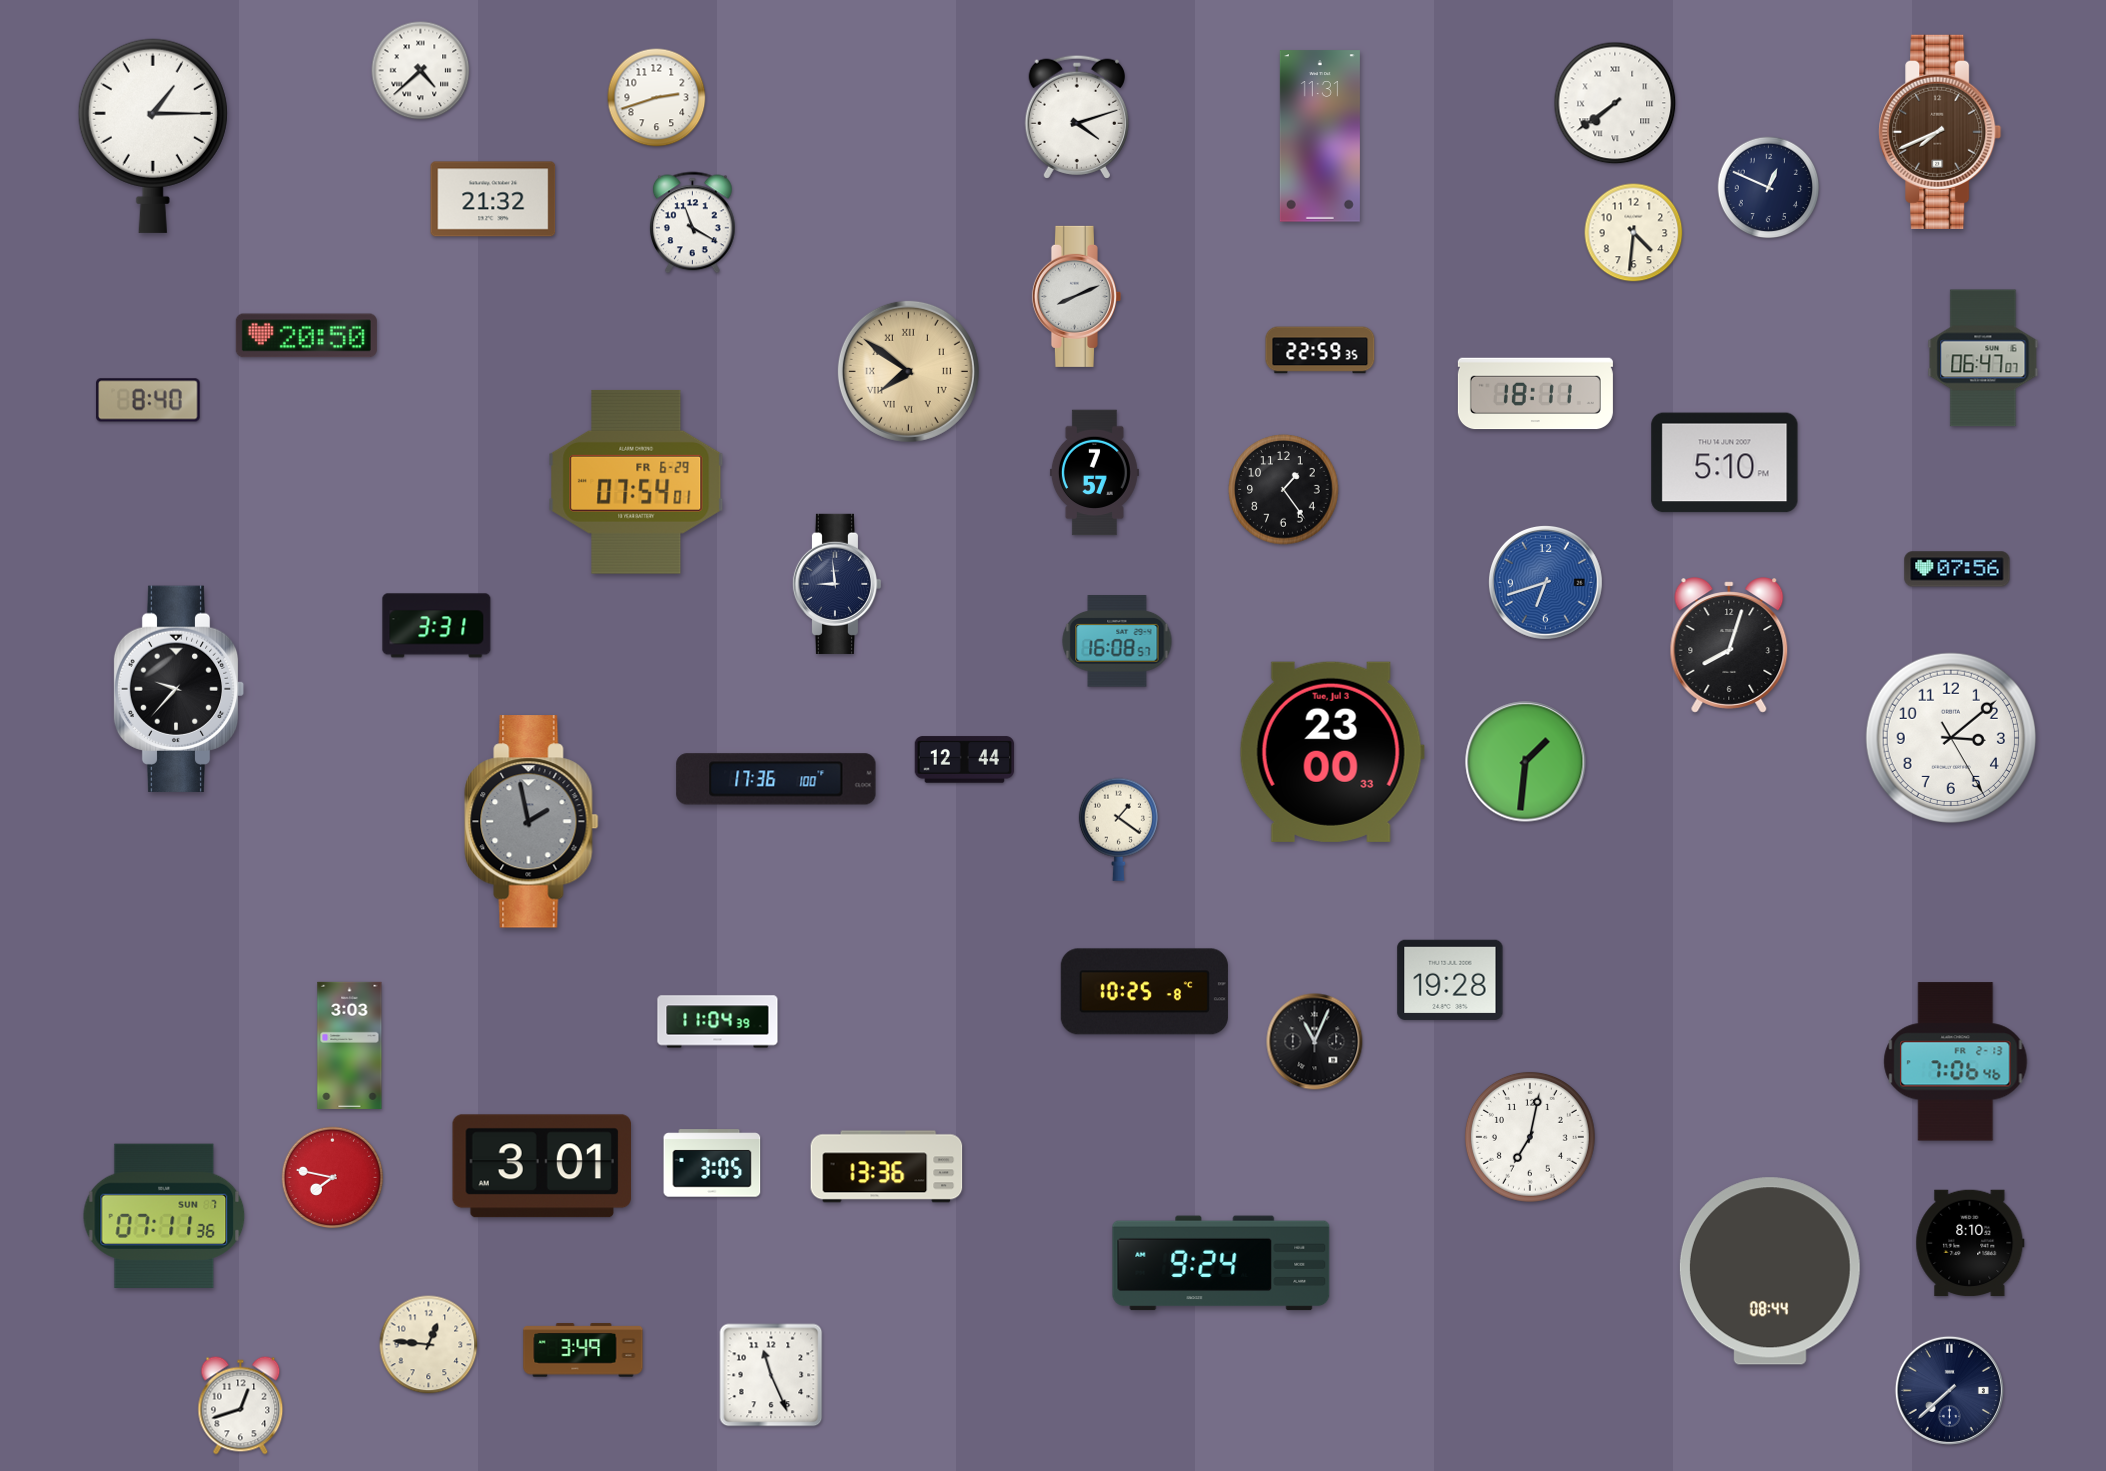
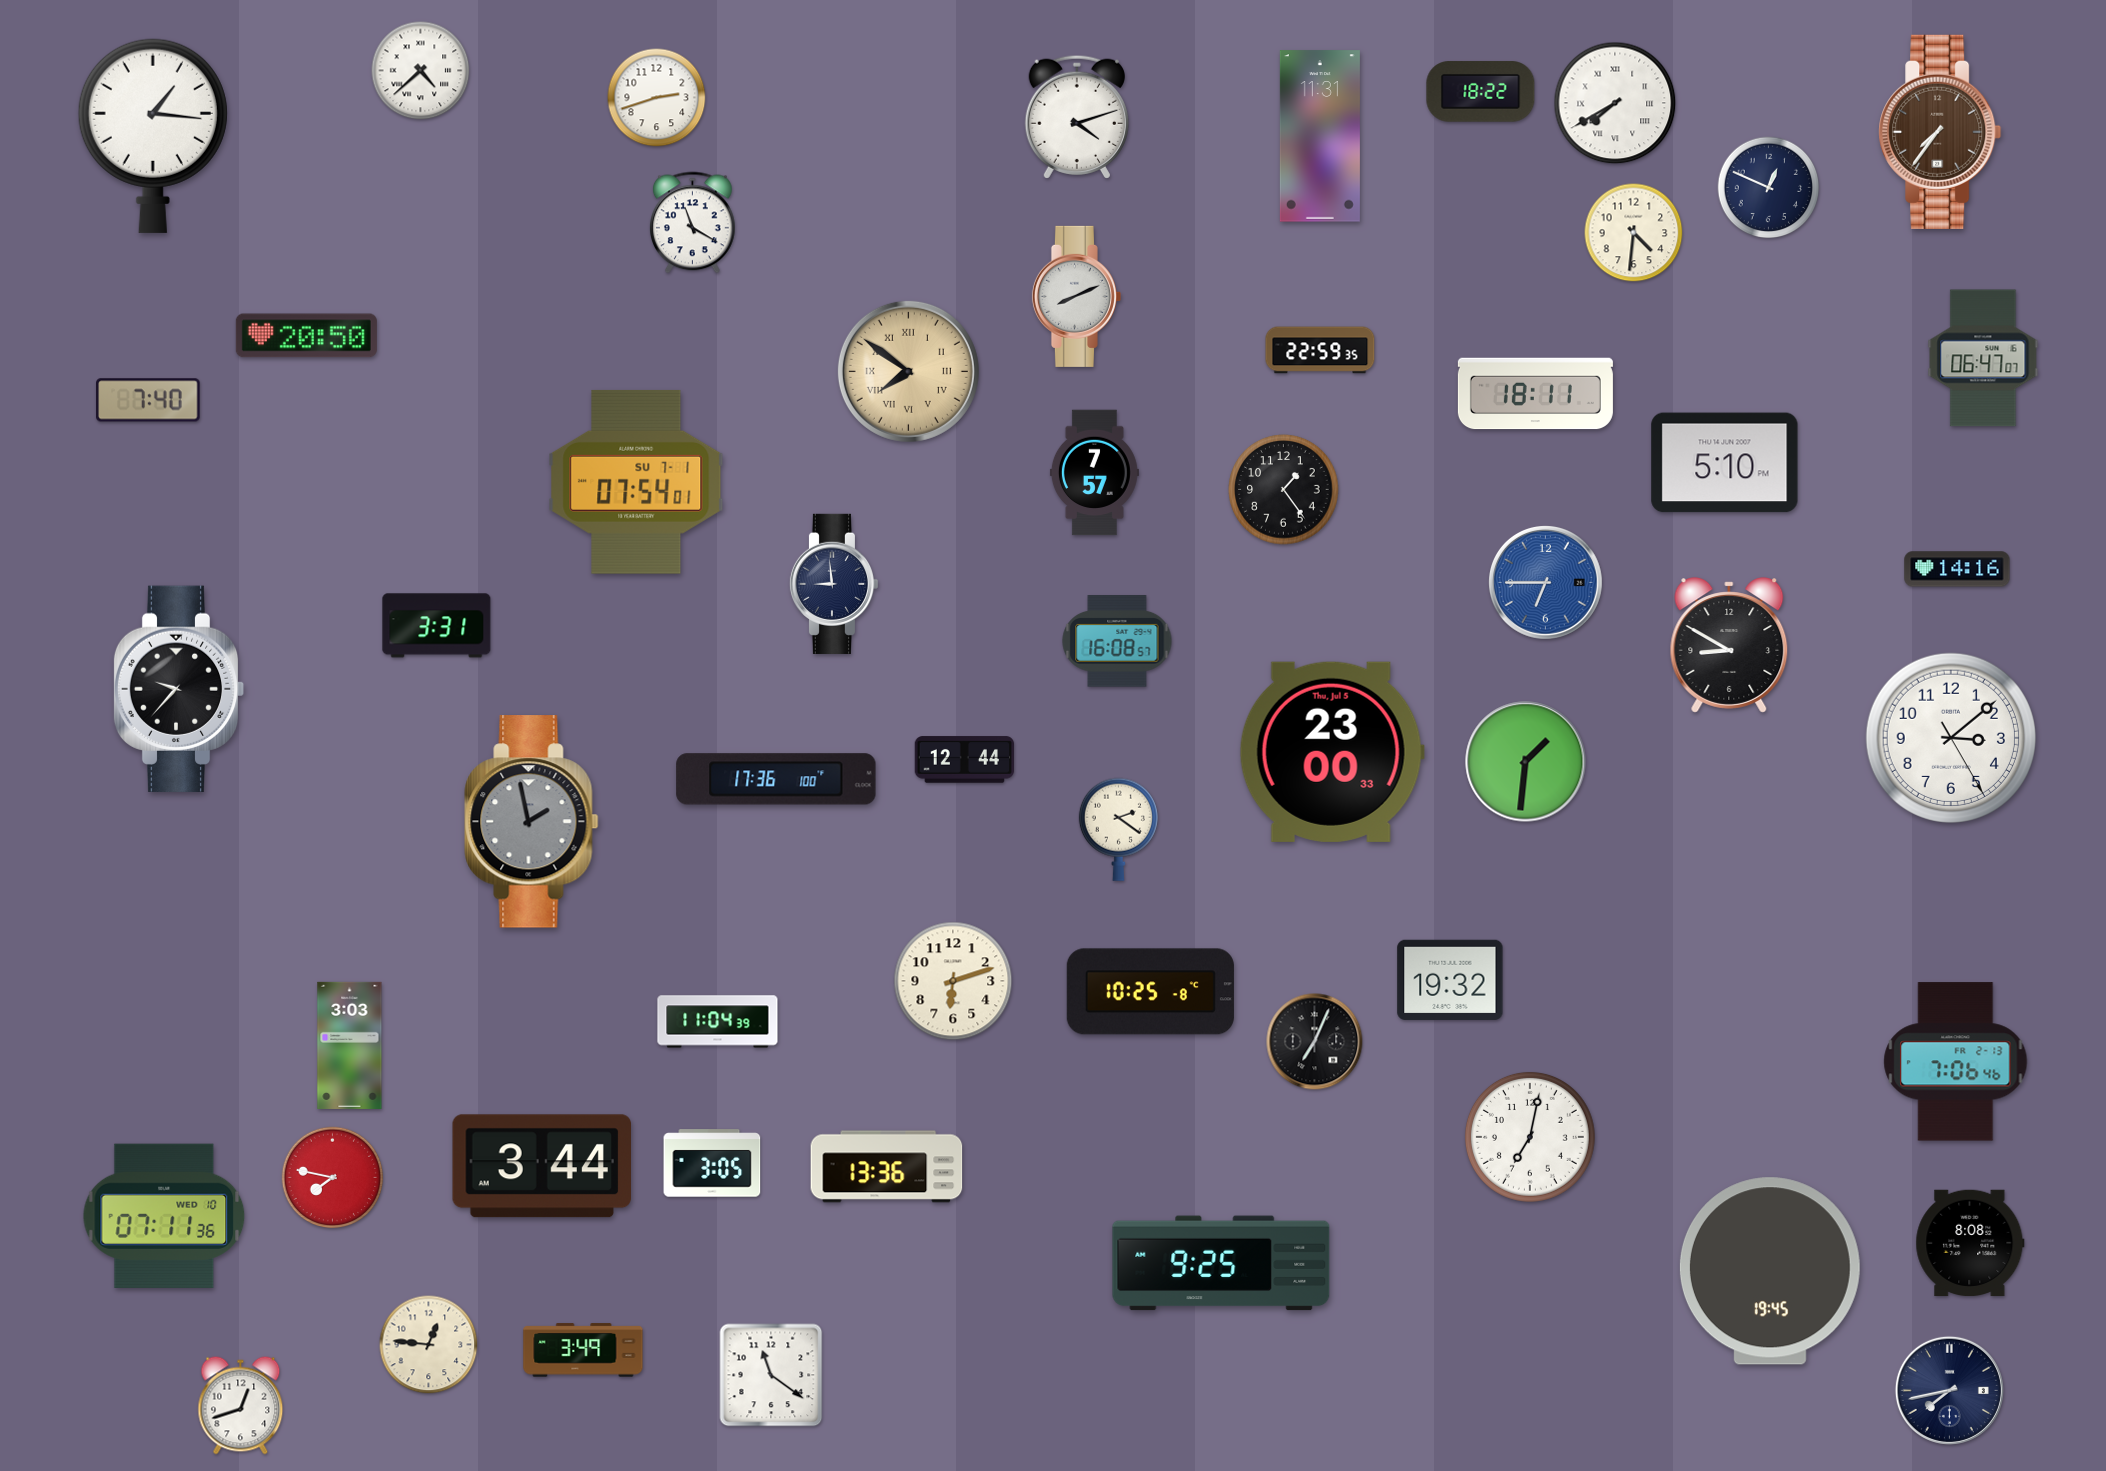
clock at (1481, 92): none -> 18:22
clock at (1615, 103): 7:39 -> 7:40
clock at (1940, 132): 7:41 -> 7:36
clock at (153, 136): 1:15 -> 1:16
clock at (493, 199): 21:32 -> none
clock at (148, 400): 8:40 -> 7:40
clock at (636, 482) date: FR 6-29 -> SU 7-1
clock at (1957, 569): 07:56 -> 14:16
clock at (1545, 582): 6:42 -> 6:45
clock at (836, 584) position: (836, 584) -> (833, 584)
clock at (1729, 645): 8:03 -> 8:50
clock at (1332, 752) date: Tue, Jul 3 -> Thu, Jul 5
clock at (1118, 829): 1:21 -> 2:21
clock at (1450, 980): 19:28 -> 19:32
clock at (953, 981): none -> 6:12
clock at (1144, 992) position: (1144, 992) -> (1150, 992)
clock at (1315, 1042): 11:04 -> 7:04
clock at (541, 1166): 3:01 -> 3:44
clock at (164, 1216) date: SUN 7 -> WED 10
clock at (1970, 1243): 8:10 -> 8:08
clock at (1221, 1263): 9:24 -> 9:25
clock at (1770, 1271): 08:44 -> 19:45
clock at (771, 1375): 11:26 -> 11:21
clock at (1949, 1390): 7:38 -> 7:43
